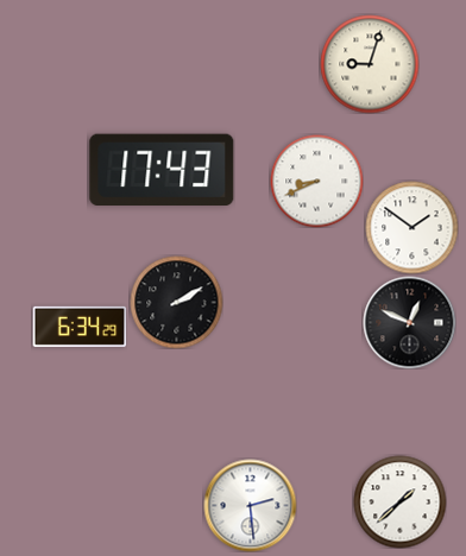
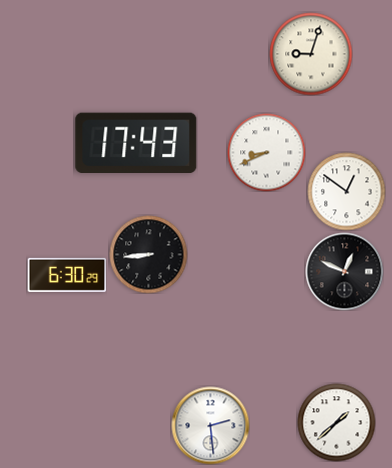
clock at (411, 227): 1:51 -> 12:51
clock at (176, 302): 2:10 -> 8:44
clock at (80, 327): 6:34 -> 6:30
